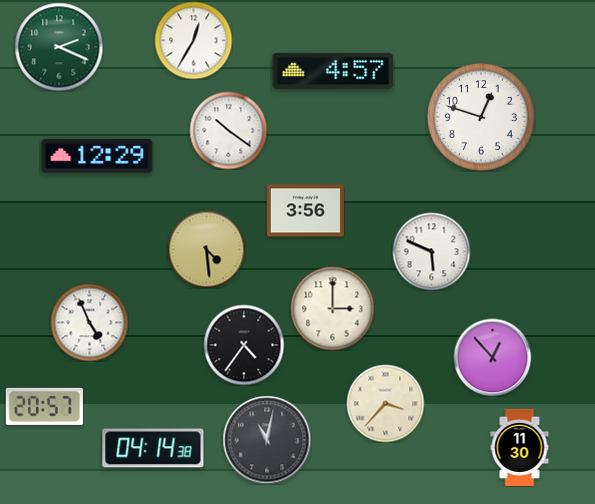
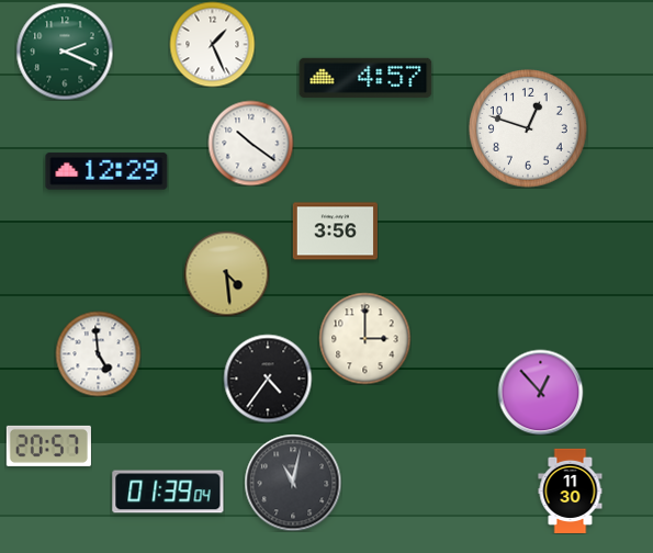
clock at (193, 40): 12:35 -> 1:26
clock at (431, 251): 5:49 -> none
clock at (89, 322): 4:56 -> 4:59
clock at (385, 403): 3:37 -> none
clock at (153, 448): 04:14 -> 01:39
